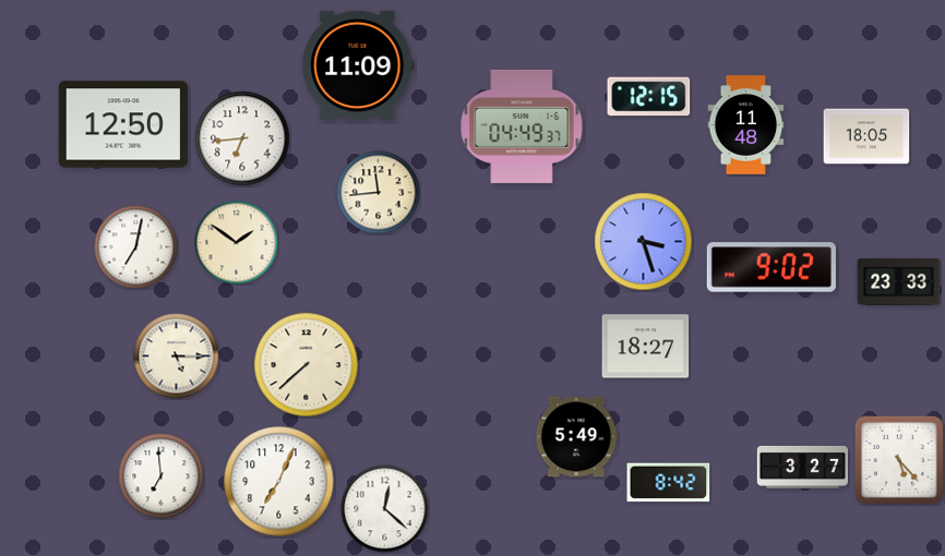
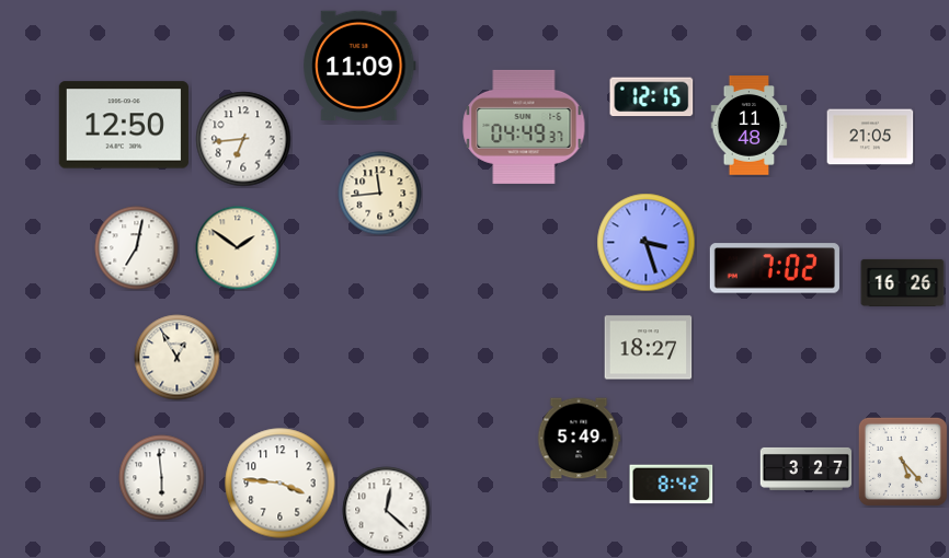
clock at (866, 136): 18:05 -> 21:05
clock at (237, 243) position: (237, 243) -> (238, 248)
clock at (771, 267): 9:02 -> 7:02
clock at (899, 281): 23:33 -> 16:26
clock at (177, 356): 5:15 -> 12:55
clock at (307, 365): 7:38 -> none
clock at (162, 476): 6:59 -> 5:59
clock at (279, 482): 7:04 -> 3:46
